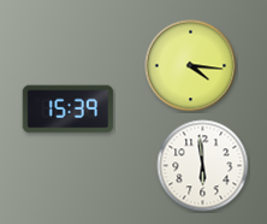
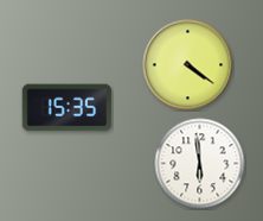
clock at (191, 66): 4:16 -> 4:21
clock at (69, 110): 15:39 -> 15:35
